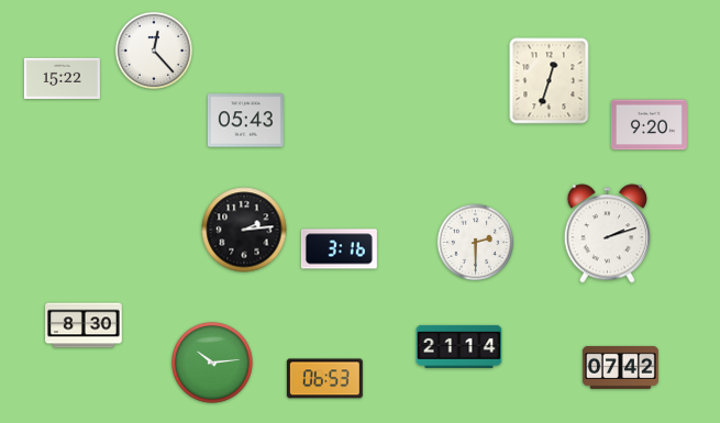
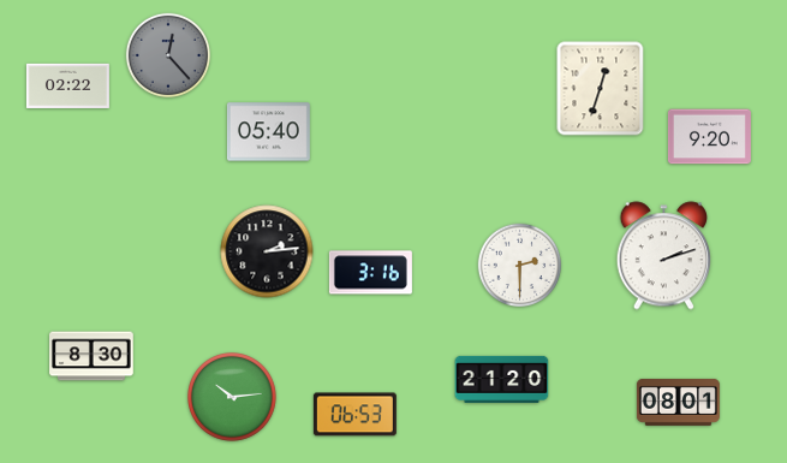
clock at (153, 49) dial: white -> grey
clock at (62, 78): 15:22 -> 02:22
clock at (245, 121): 05:43 -> 05:40
clock at (459, 346): 21:14 -> 21:20
clock at (620, 367): 07:42 -> 08:01
